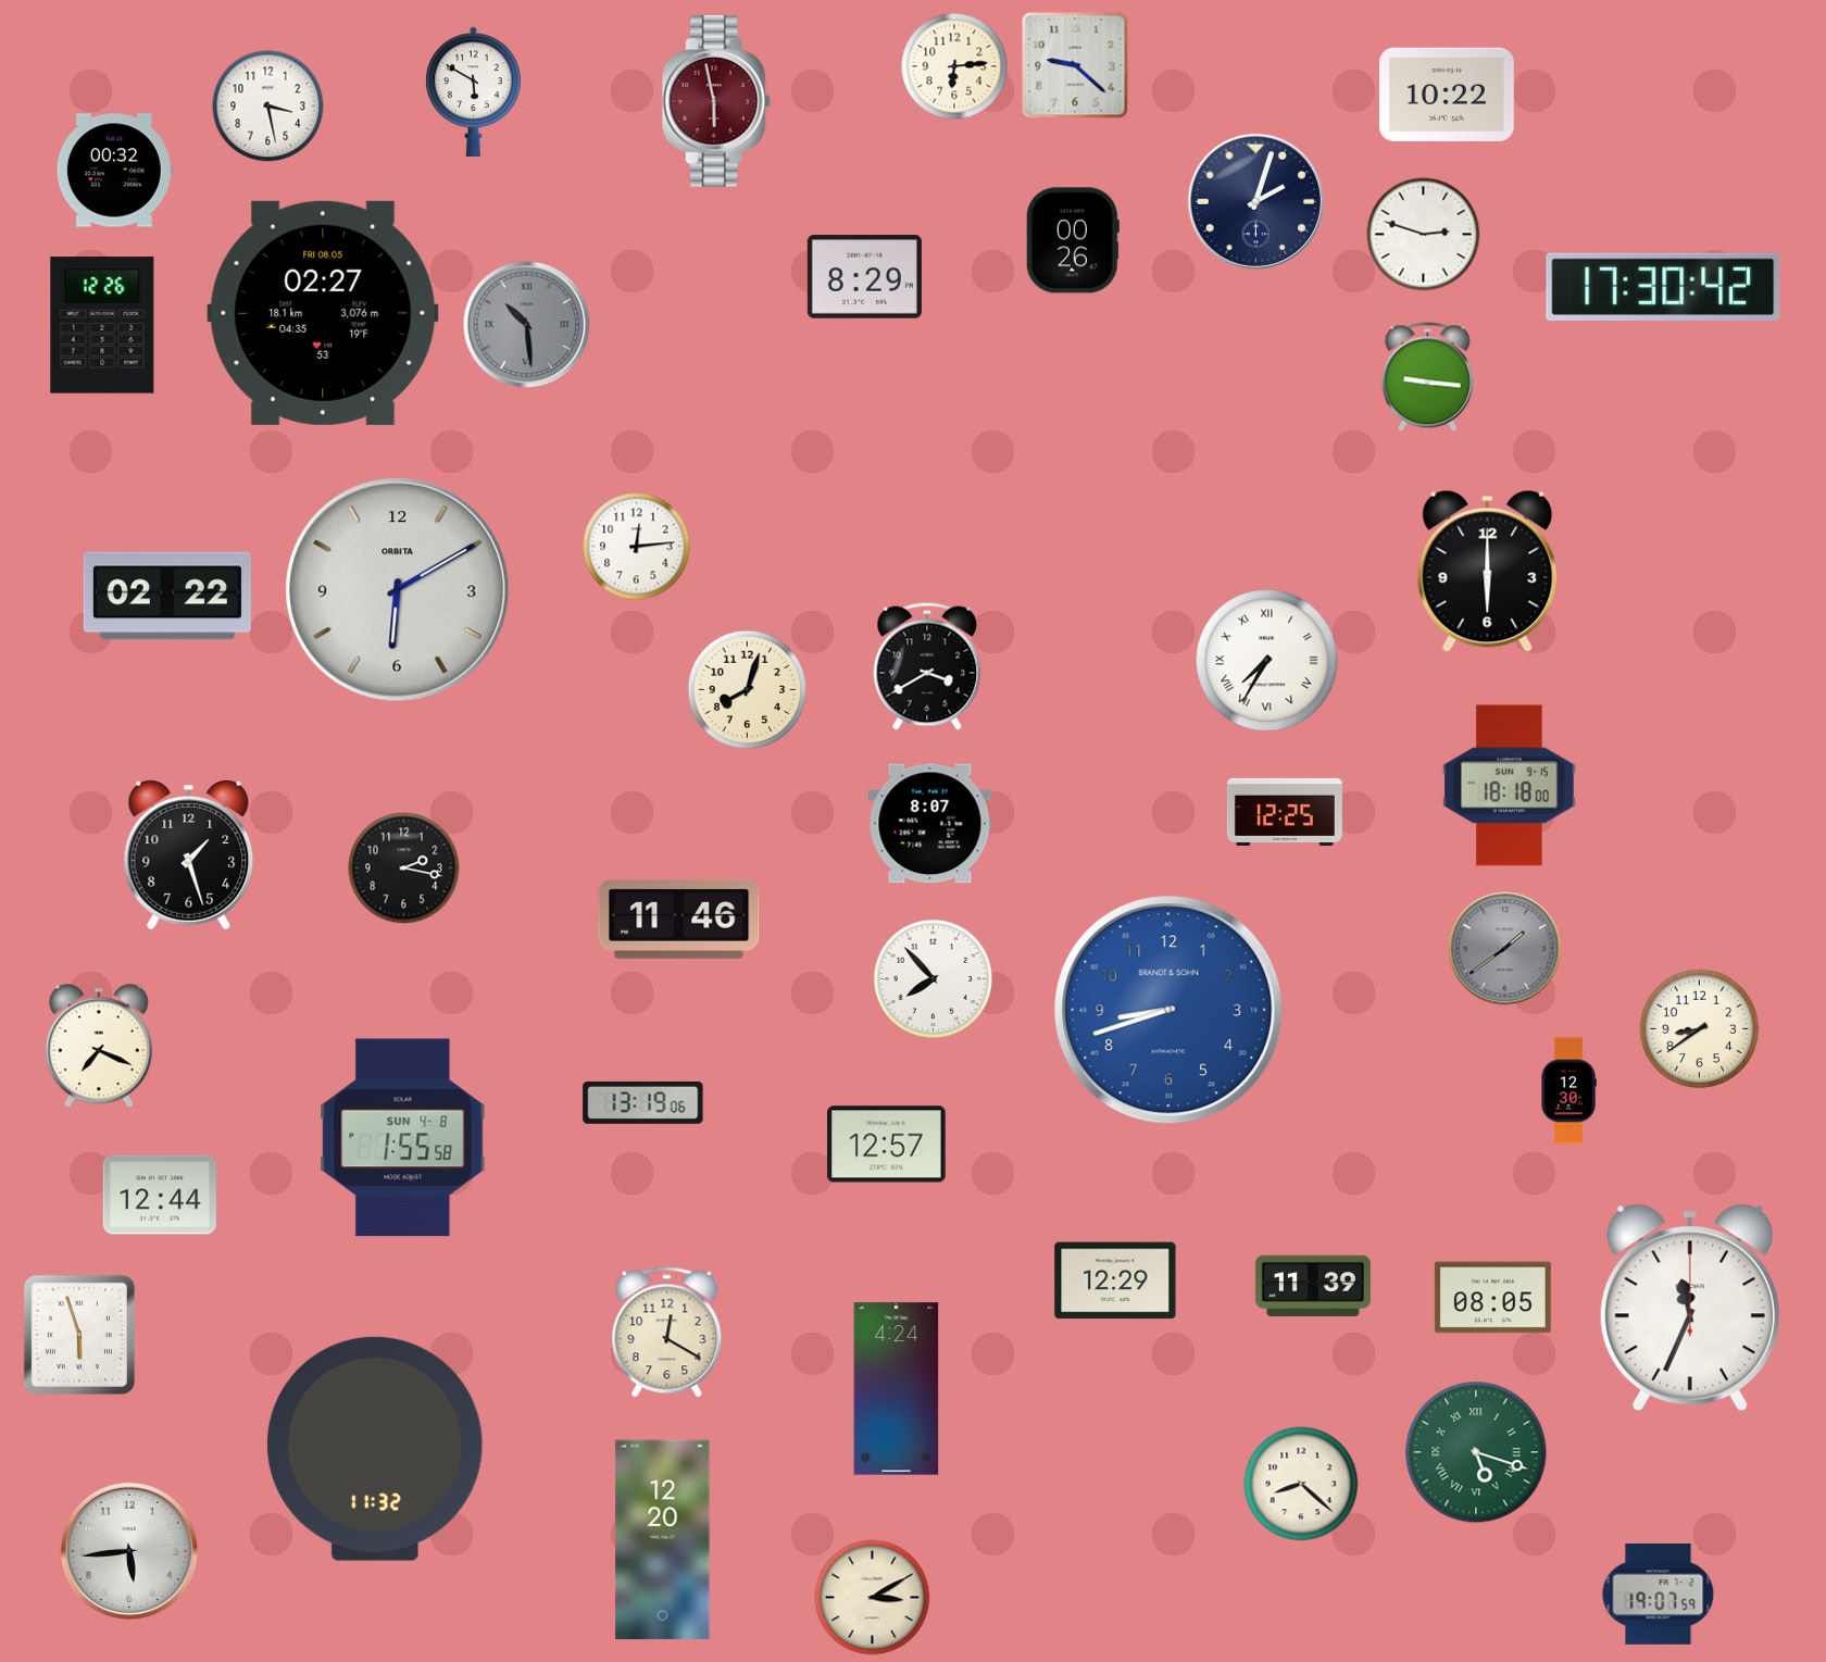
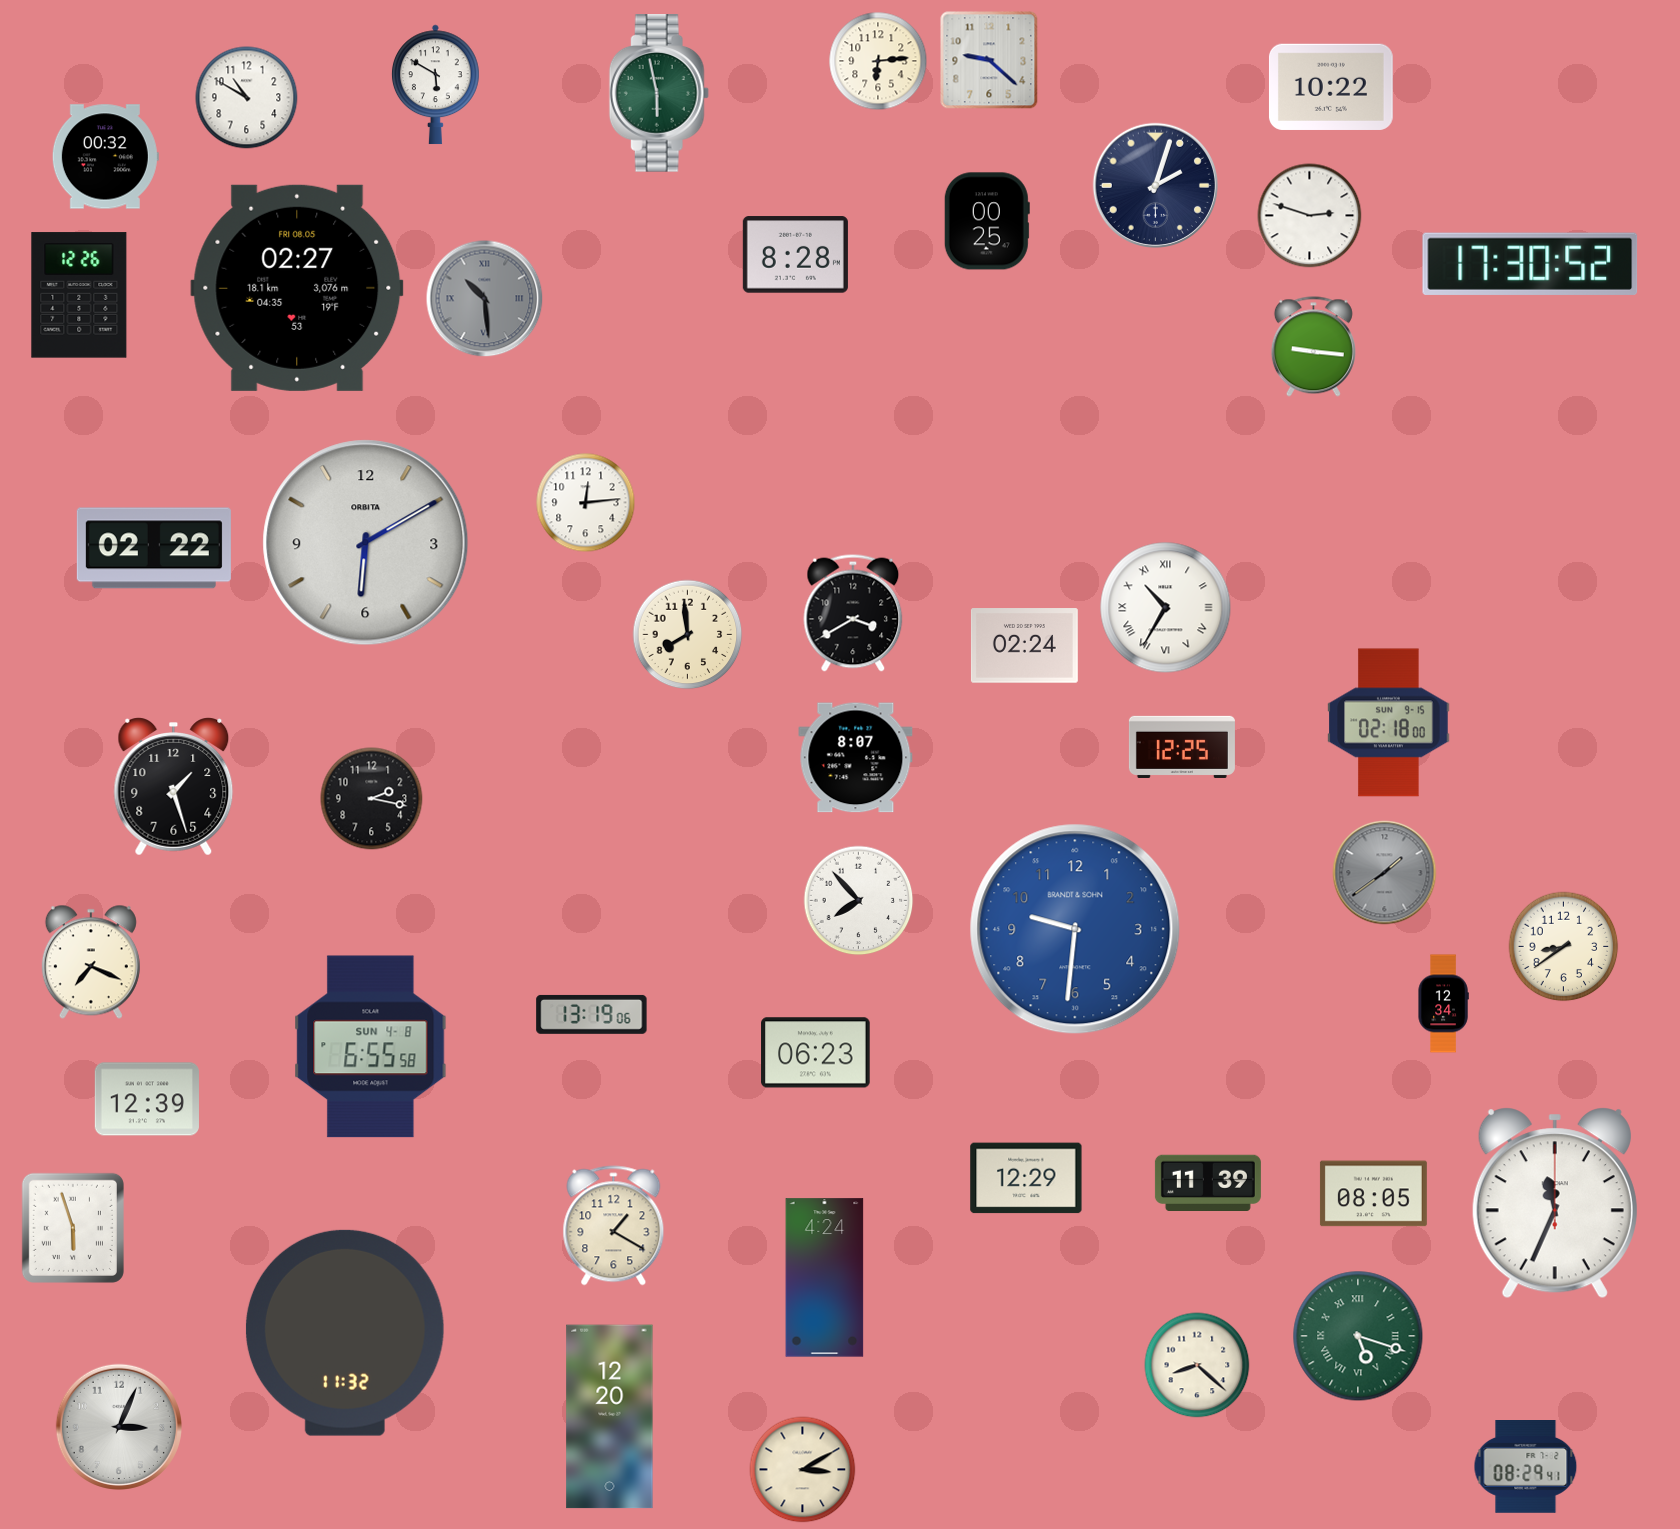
clock at (716, 101) dial: burgundy -> green
clock at (268, 107): 3:28 -> 10:50
clock at (1073, 240): 00:26 -> 00:25
clock at (864, 277): 8:29 -> 8:28
clock at (1663, 287): 17:30:42 -> 17:30:52
clock at (102, 325) position: (102, 325) -> (79, 295)
clock at (1488, 571): 6:00 -> none
clock at (1267, 661): 7:35 -> 10:35
clock at (748, 690): 8:03 -> 7:59
clock at (1024, 646): none -> 02:24
clock at (1510, 786): 18:18 -> 02:18
clock at (679, 919): 11:46 -> none
clock at (1168, 1010): 8:42 -> 9:31
clock at (1568, 1091): 12:30 -> 12:34
clock at (403, 1138): 1:55 -> 6:55
clock at (887, 1145): 12:57 -> 06:23
clock at (160, 1195): 12:44 -> 12:39
clock at (667, 1333): 12:20 -> 1:20
clock at (129, 1551): 5:44 -> 3:04
clock at (1659, 1595): 19:07 -> 08:29
